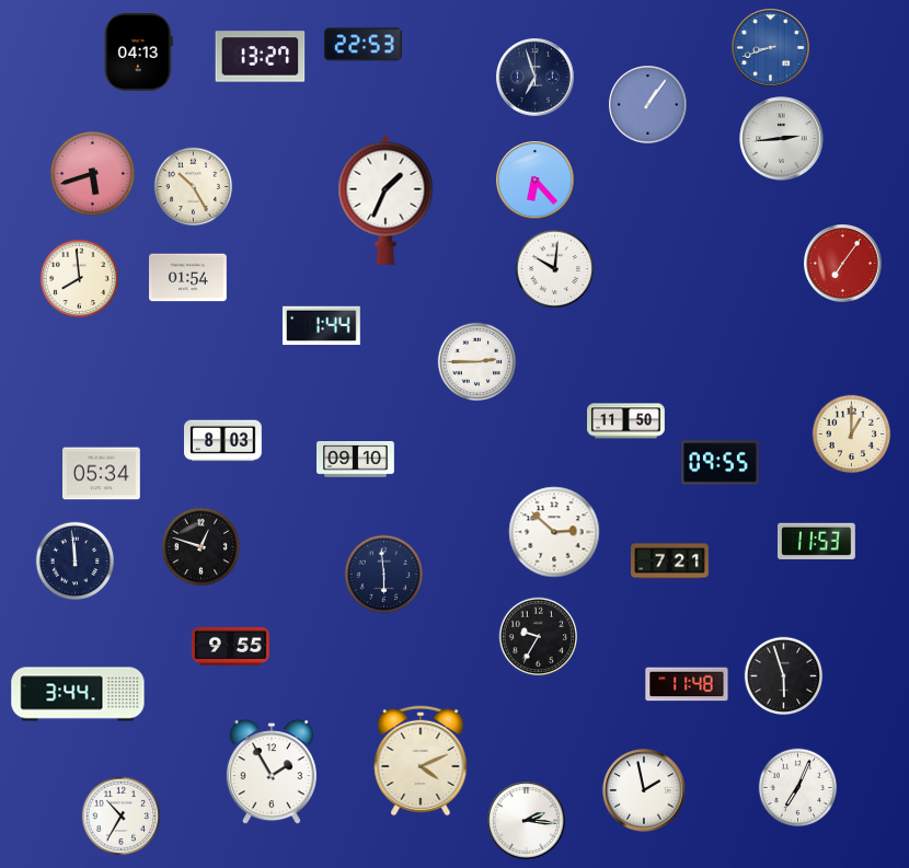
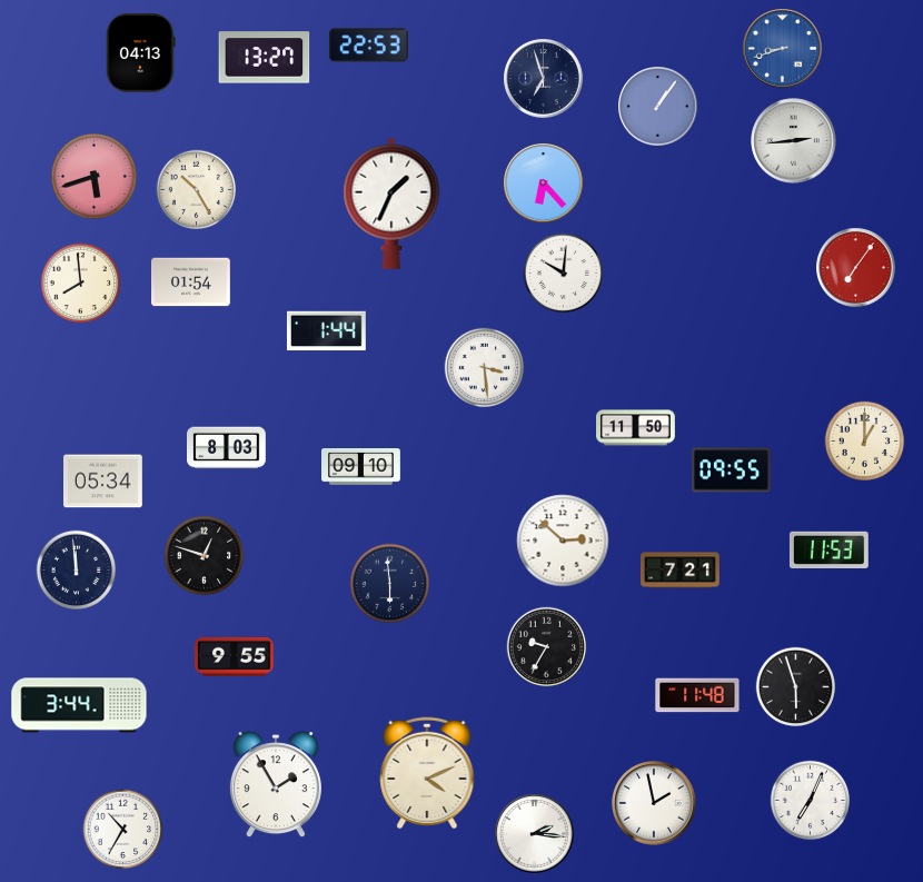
clock at (477, 362): 2:45 -> 3:29
